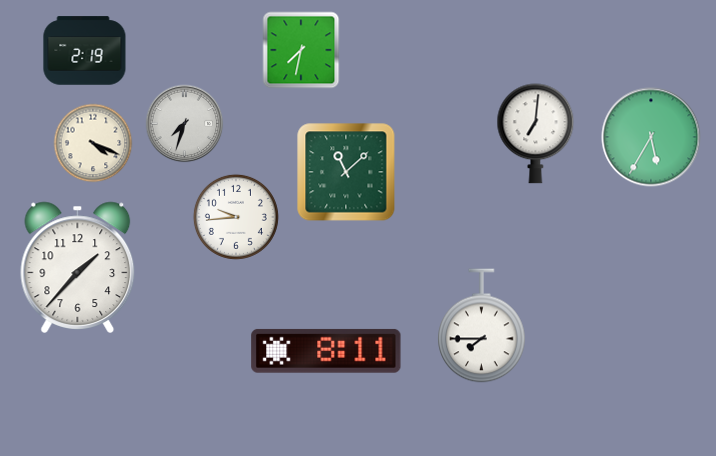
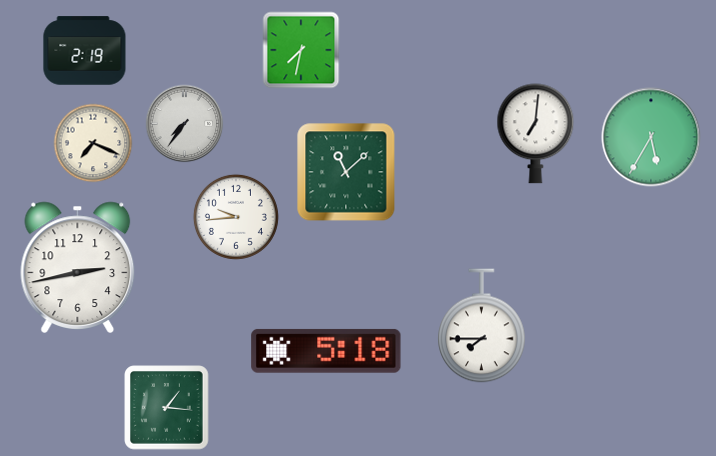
clock at (185, 124): 7:33 -> 7:36
clock at (93, 143): 4:19 -> 7:19
clock at (78, 267): 1:37 -> 2:43
clock at (326, 351): 8:11 -> 5:18
clock at (167, 408): none -> 1:16
